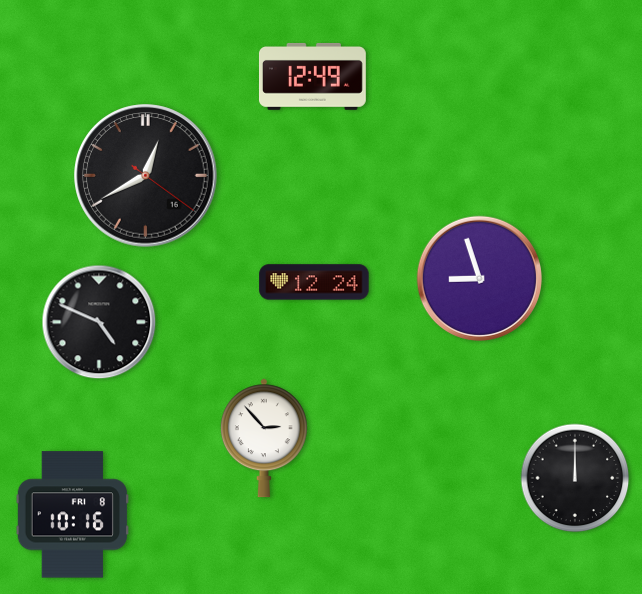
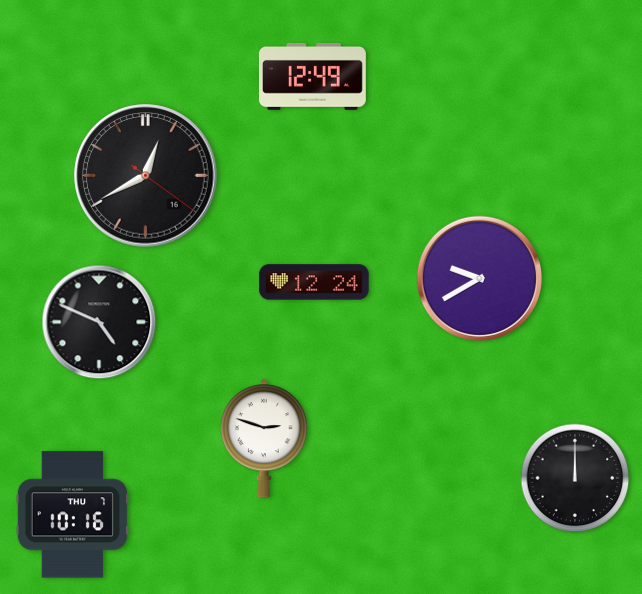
clock at (479, 278): 8:57 -> 9:40
clock at (264, 438): 2:53 -> 2:48
clock at (73, 515) date: FRI 8 -> THU 7
